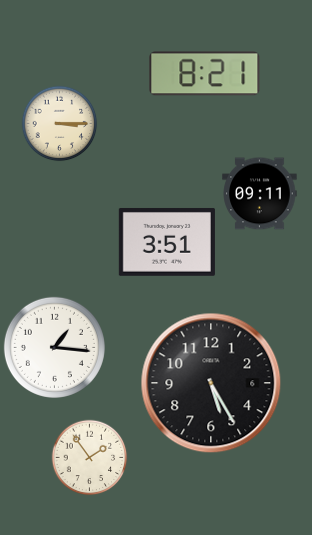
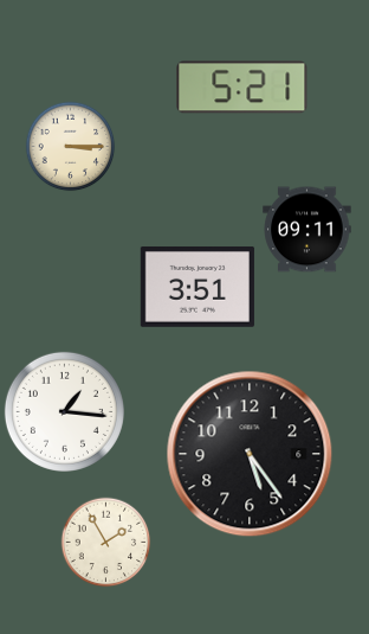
clock at (205, 74): 8:21 -> 5:21
clock at (211, 383): 5:25 -> 5:24
clock at (90, 458): 1:54 -> 1:55
